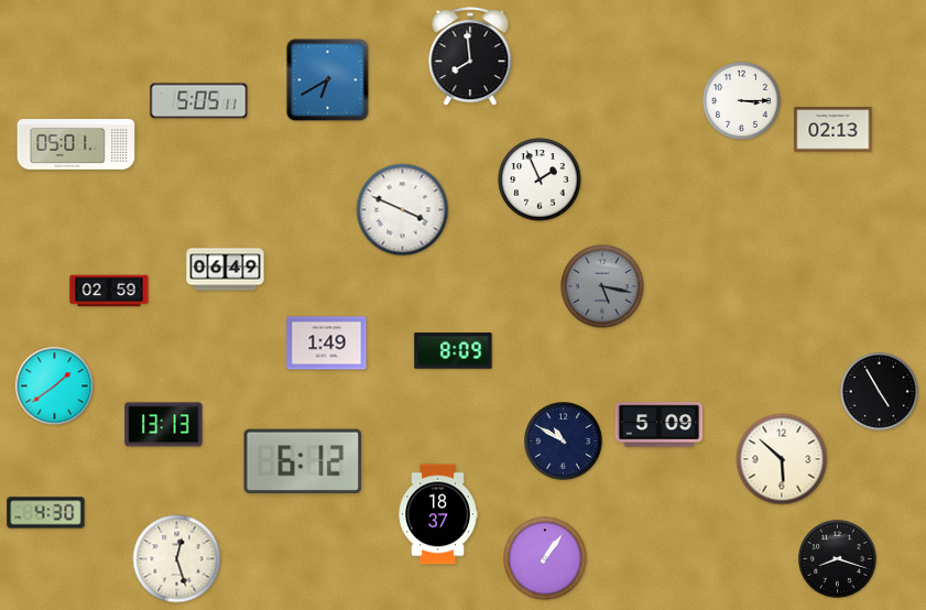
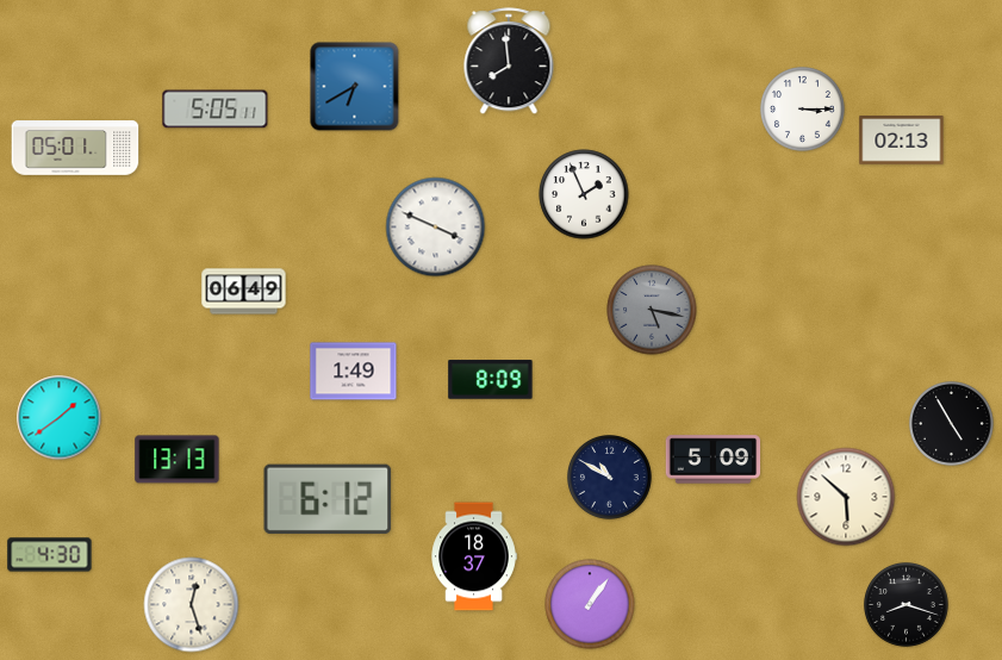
clock at (76, 144) position: (76, 144) -> (75, 148)
clock at (109, 291): 02:59 -> none
